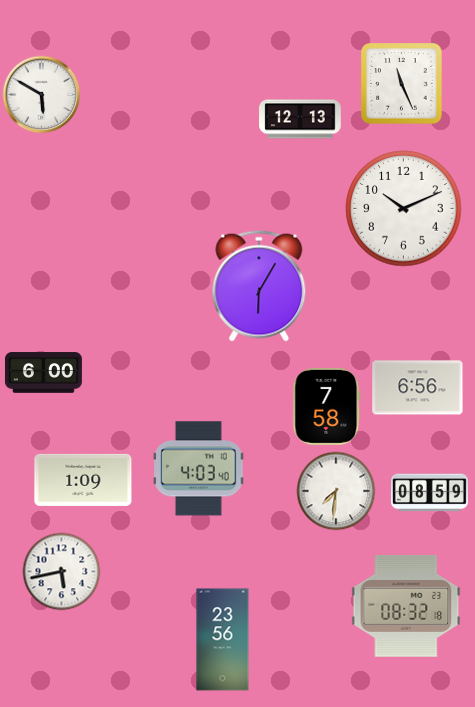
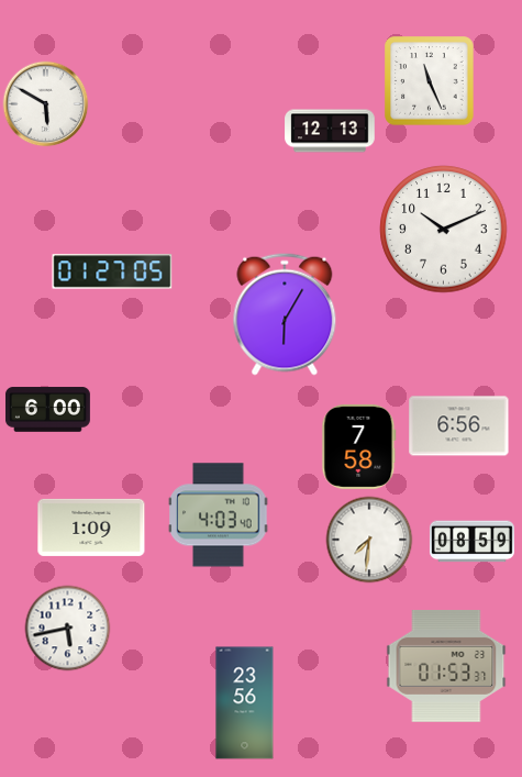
clock at (401, 83) position: (401, 83) -> (429, 80)
clock at (112, 271): none -> 01:27
clock at (406, 606): 08:32 -> 01:53
